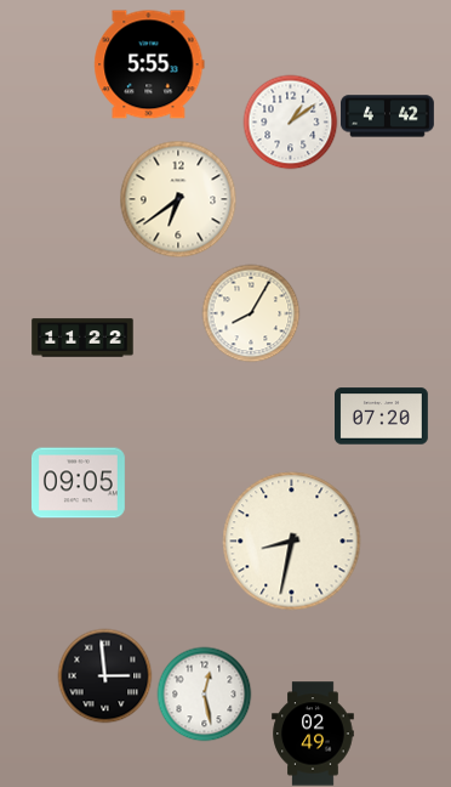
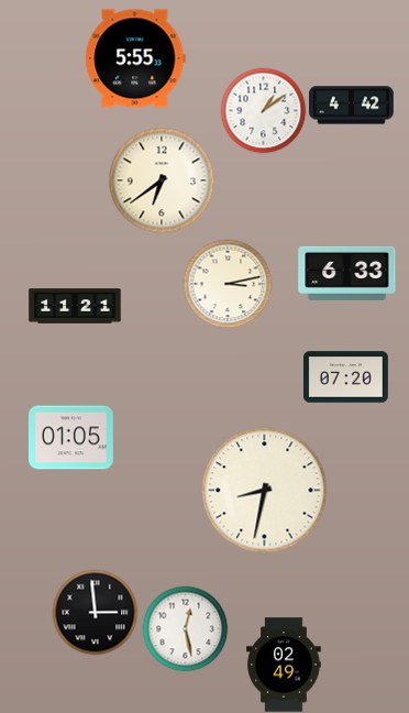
clock at (347, 273): none -> 6:33
clock at (251, 313): 8:05 -> 3:13
clock at (82, 338): 11:22 -> 11:21
clock at (79, 483): 09:05 -> 01:05
